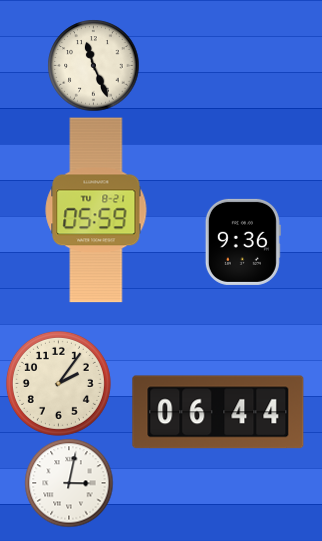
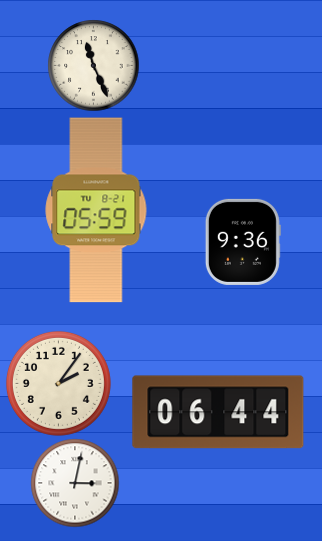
clock at (69, 483) position: (69, 483) -> (75, 483)
